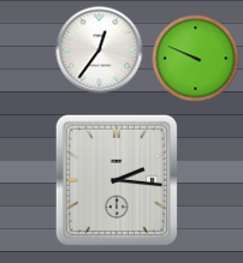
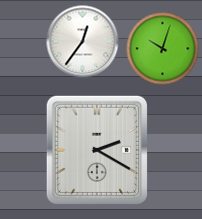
clock at (196, 59): 9:49 -> 10:03
clock at (115, 179): 2:16 -> 2:20
